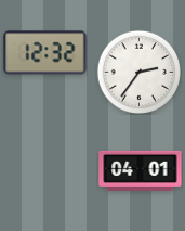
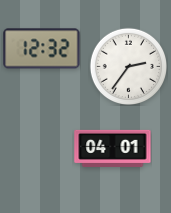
clock at (141, 170) position: (141, 170) -> (113, 148)
